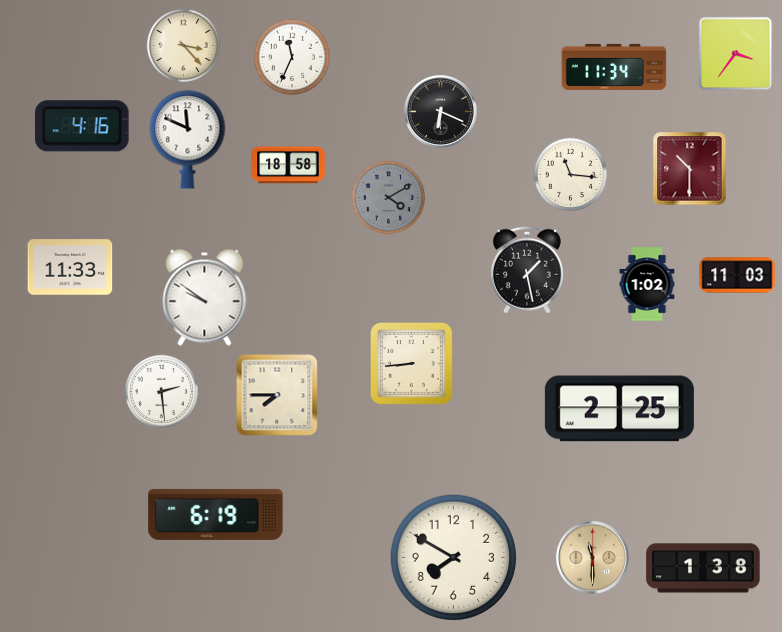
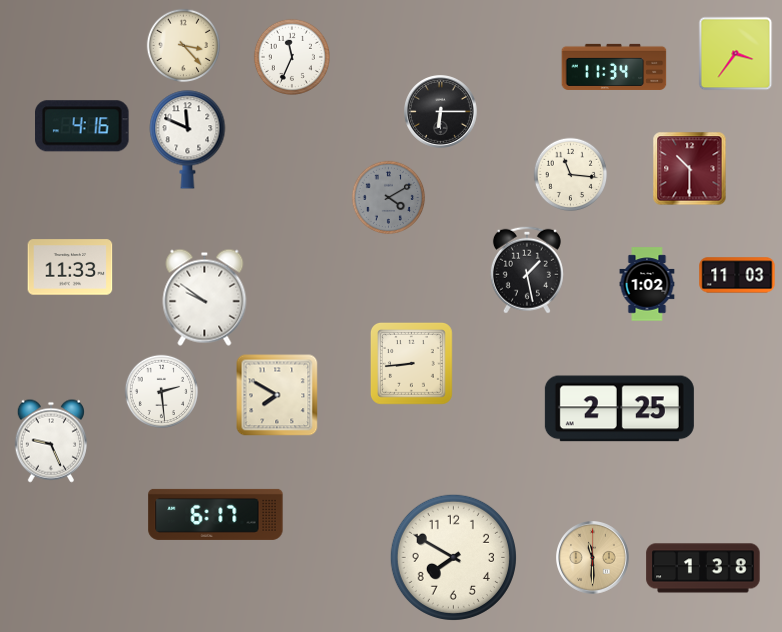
clock at (441, 112): 6:19 -> 6:15
clock at (288, 165): 18:58 -> none
clock at (277, 395): 7:45 -> 7:50
clock at (50, 441): none -> 9:26
clock at (216, 514): 6:19 -> 6:17
